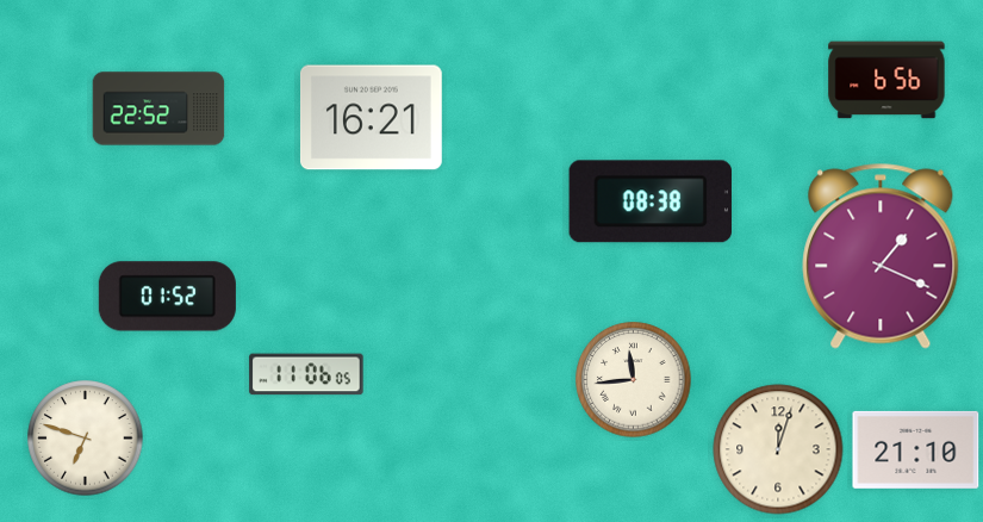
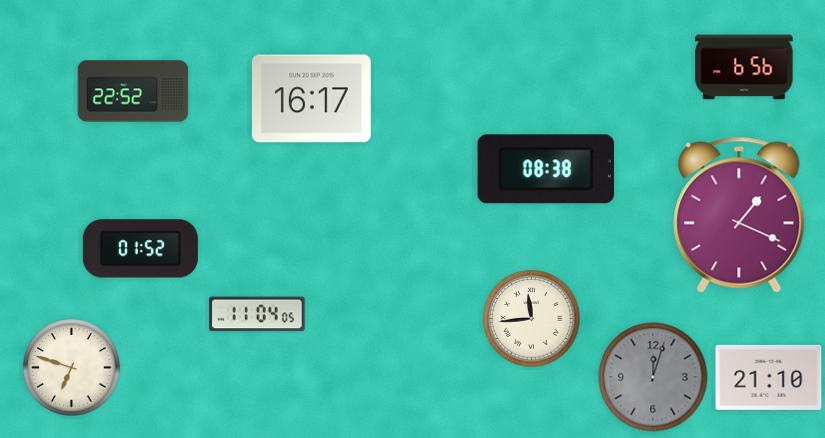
clock at (371, 118): 16:21 -> 16:17
clock at (306, 374): 11:06 -> 11:04
clock at (778, 449) dial: cream -> grey
